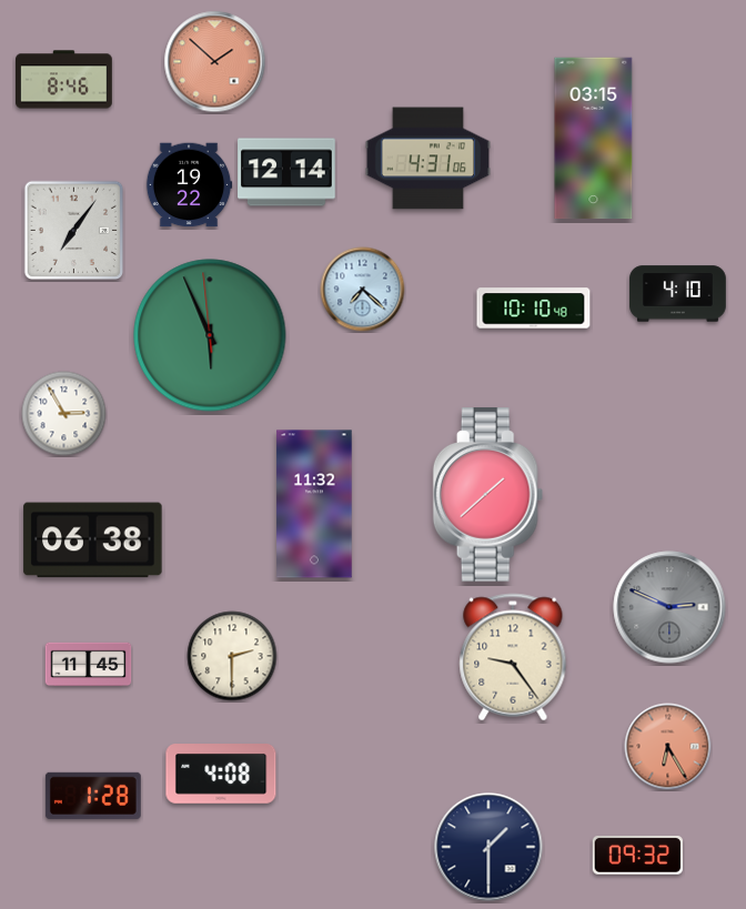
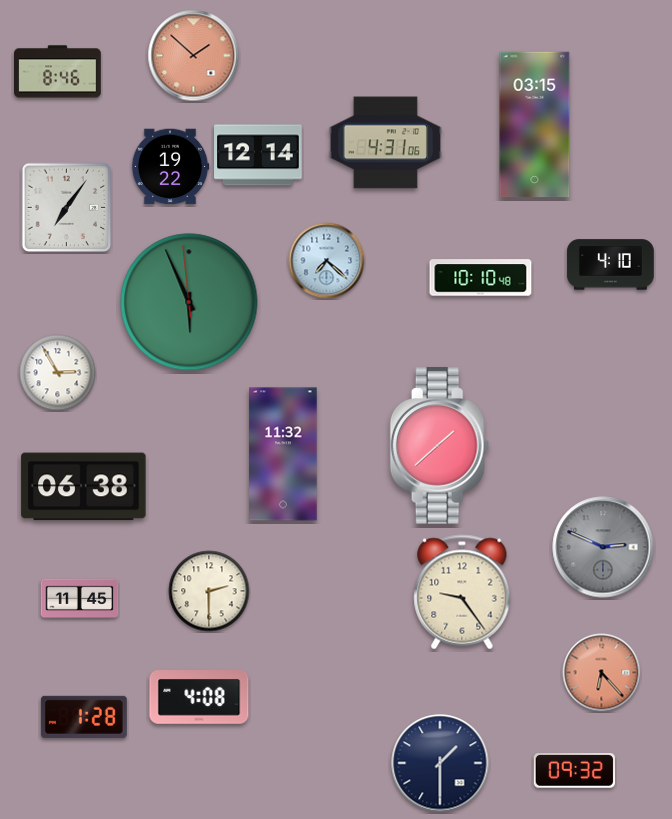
clock at (668, 747): 6:25 -> 6:23
